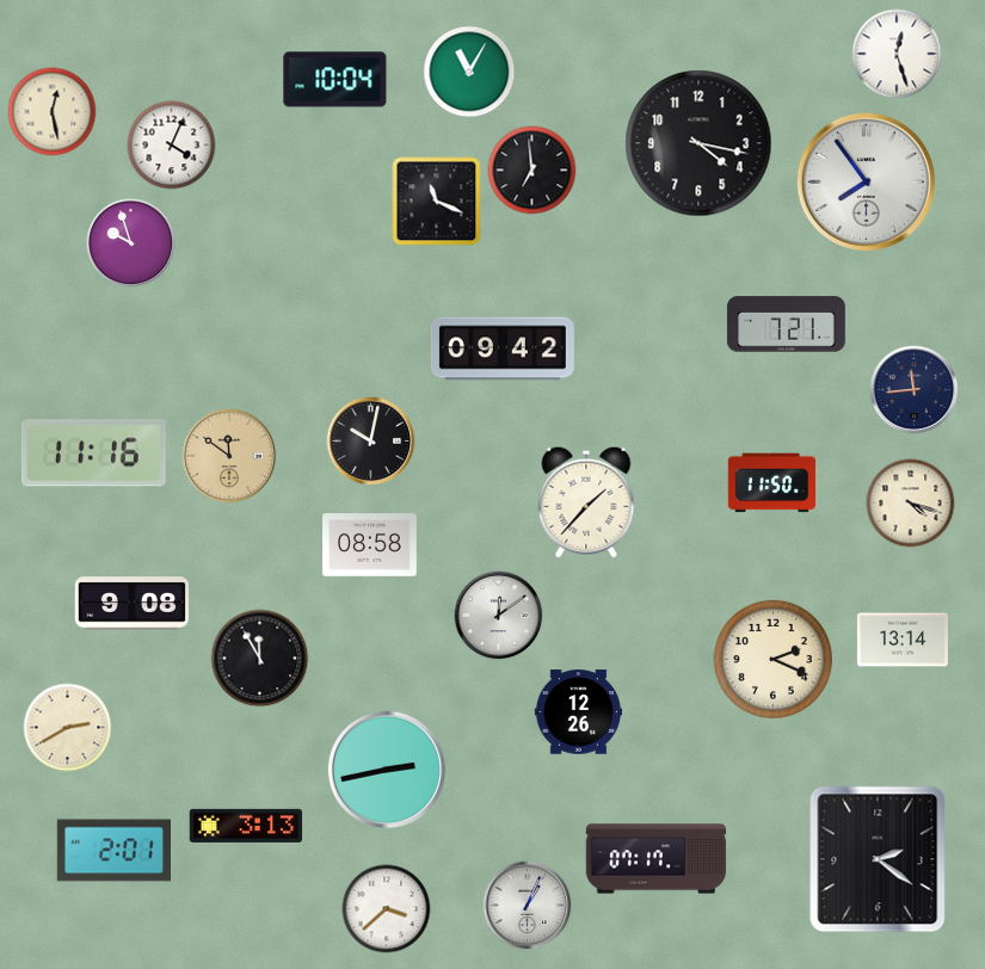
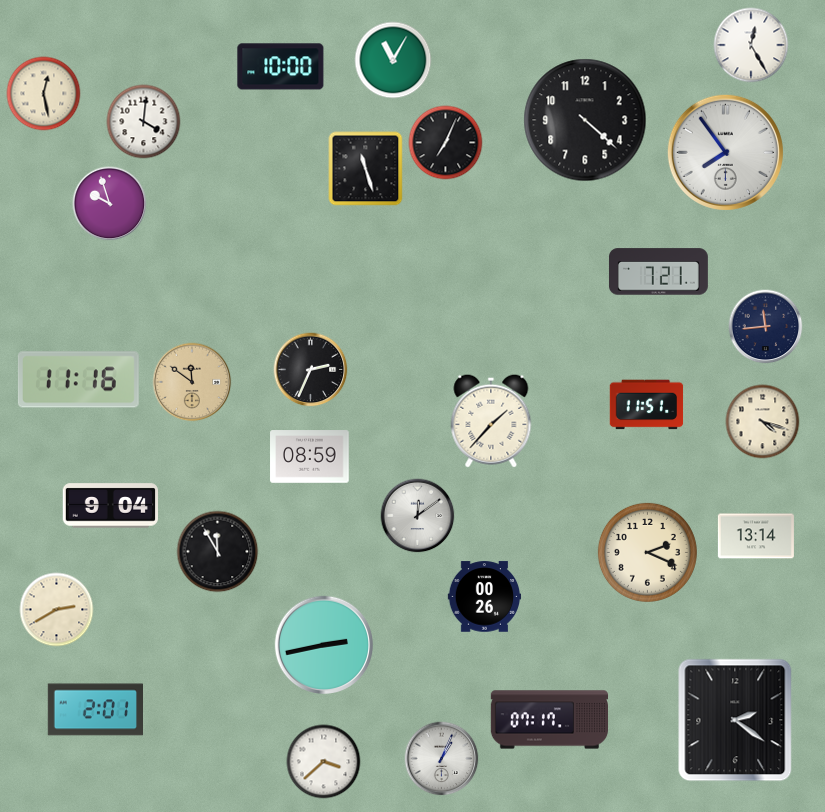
clock at (897, 54): 12:27 -> 12:25
clock at (335, 80): 10:04 -> 10:00
clock at (698, 143): 4:17 -> 4:22
clock at (172, 146): 4:04 -> 4:01
clock at (532, 171): 6:59 -> 7:04
clock at (437, 202): 11:19 -> 11:27
clock at (503, 348): 09:42 -> none
clock at (371, 442): 10:02 -> 2:34
clock at (772, 483): 11:50 -> 11:51
clock at (370, 545): 08:58 -> 08:59
clock at (131, 604): 9:08 -> 9:04
clock at (579, 712): 12:26 -> 00:26
clock at (246, 826): 3:13 -> none
clock at (113, 851) position: (113, 851) -> (95, 710)
